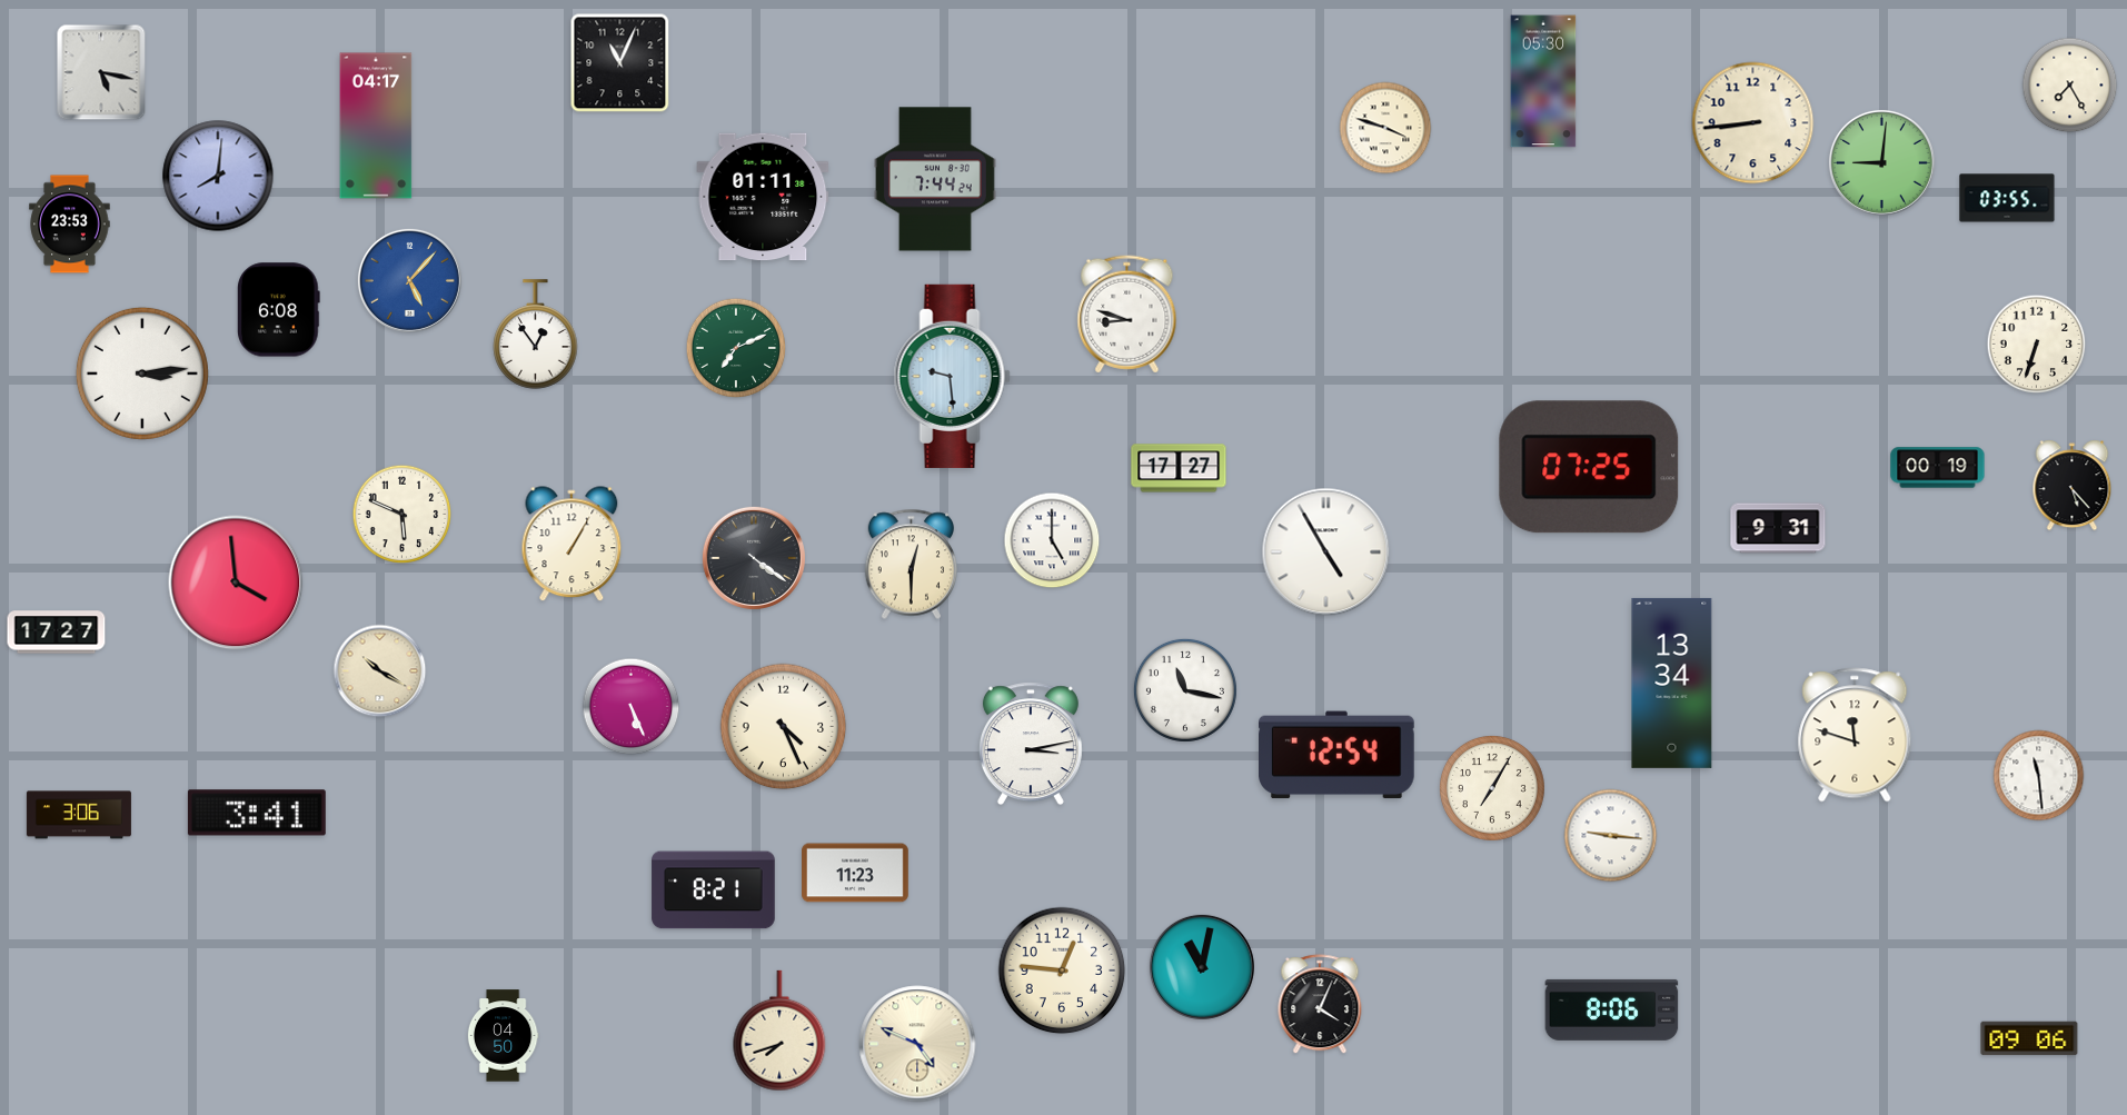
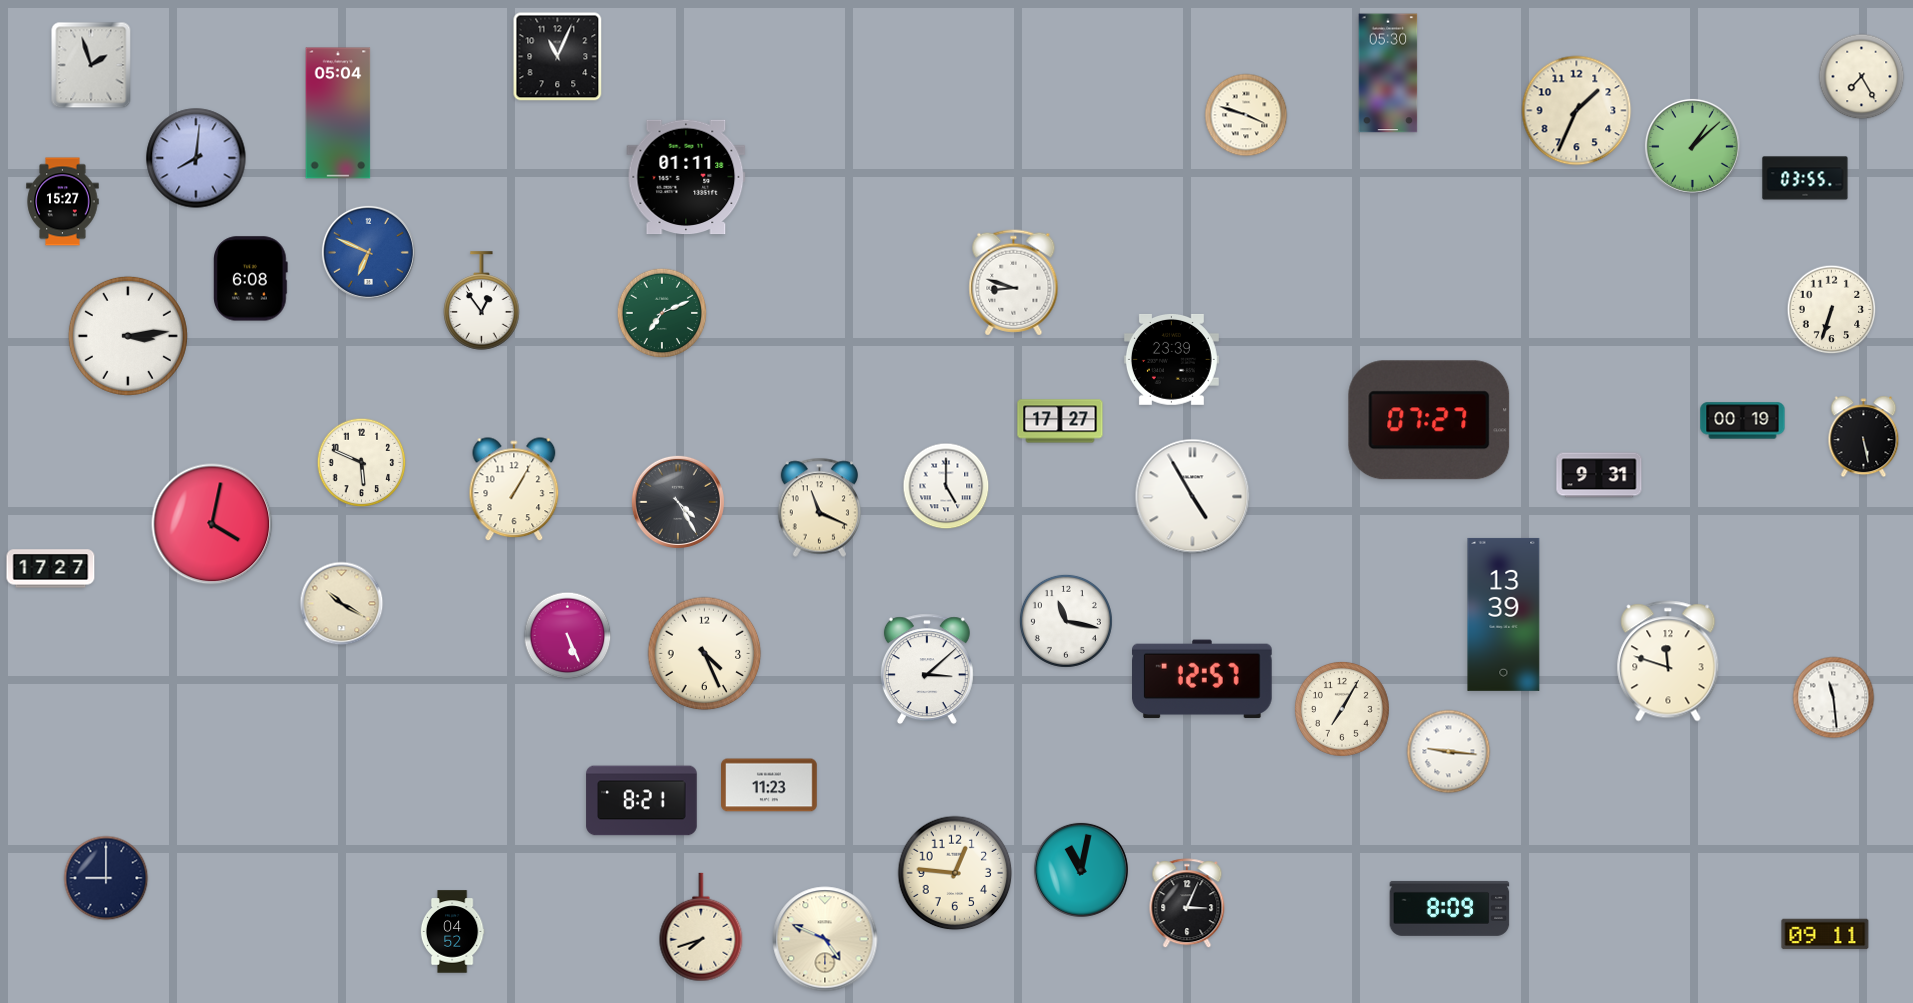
clock at (101, 72): 5:17 -> 1:57
clock at (1753, 123): 8:44 -> 1:34
clock at (376, 126): 04:17 -> 05:04
clock at (1881, 162): 9:01 -> 1:08
clock at (935, 179): 7:44 -> none
clock at (70, 225): 23:53 -> 15:27
clock at (409, 280): 5:07 -> 6:49
clock at (952, 376): 9:29 -> none
clock at (1171, 359): none -> 23:39
clock at (1589, 467): 07:25 -> 07:27
clock at (2073, 486): 5:23 -> 5:28
clock at (754, 558): 4:21 -> 4:25
clock at (911, 565): 12:30 -> 11:19
clock at (236, 583): 3:59 -> 4:02
clock at (1672, 683): 13:34 -> 13:39
clock at (1031, 744): 3:13 -> 3:08
clock at (1338, 755): 12:54 -> 12:57
clock at (257, 813): 3:41 -> none
clock at (79, 815): 3:06 -> none
clock at (106, 878): none -> 9:00
clock at (1320, 1005): 4:04 -> 3:04
clock at (1612, 1009): 8:06 -> 8:09
clock at (503, 1036): 04:50 -> 04:52
clock at (2029, 1038): 09:06 -> 09:11
